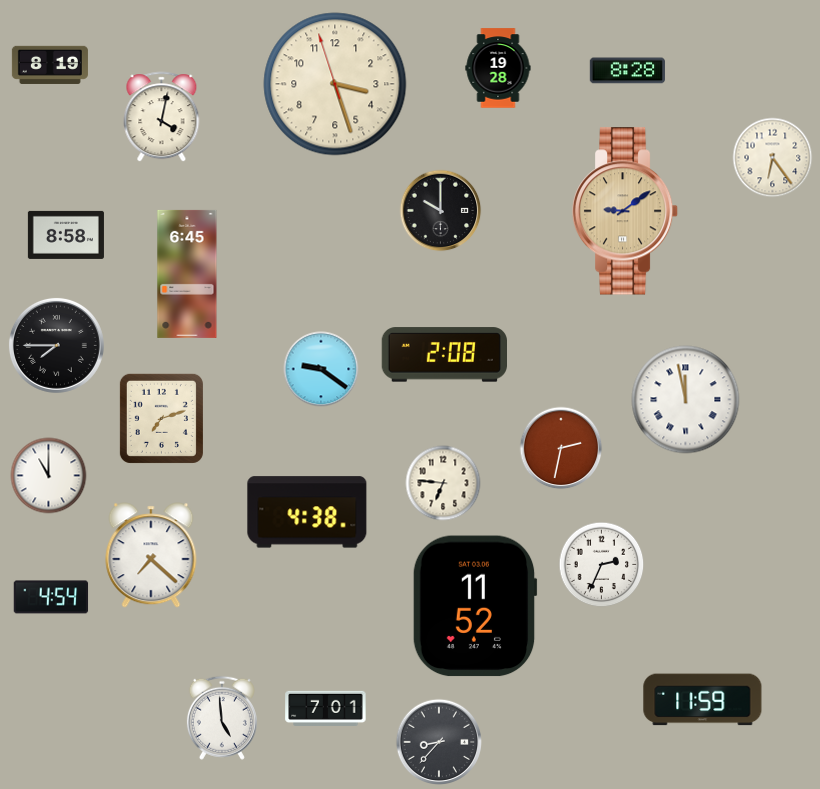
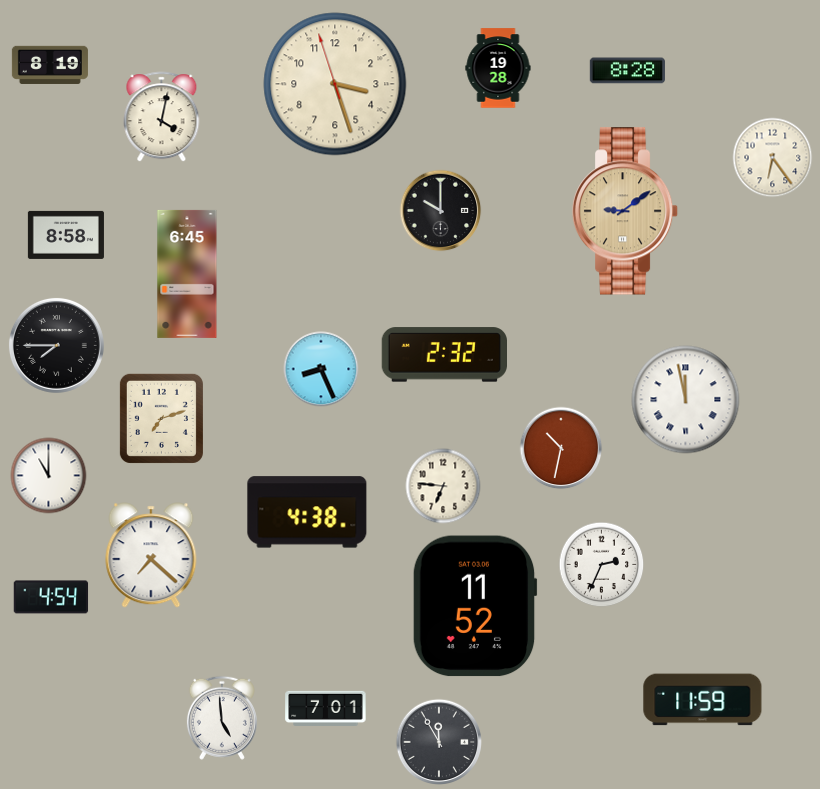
clock at (444, 355): 2:08 -> 2:32
clock at (321, 369): 9:21 -> 8:26
clock at (561, 448): 2:32 -> 10:32
clock at (443, 483) position: (443, 483) -> (443, 486)
clock at (438, 741): 8:37 -> 11:55
